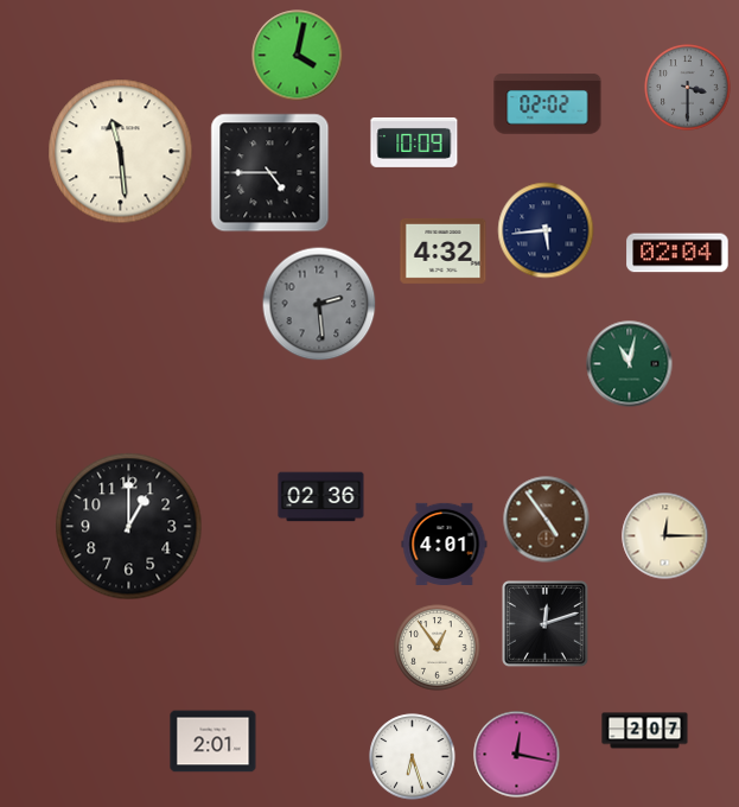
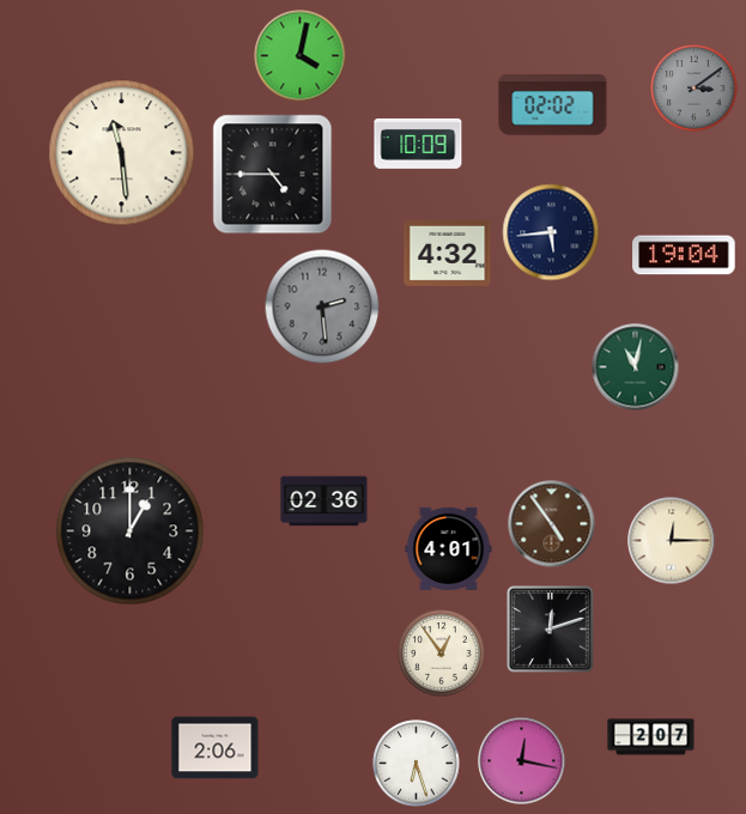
clock at (688, 88): 3:30 -> 3:09
clock at (677, 253): 02:04 -> 19:04
clock at (214, 742): 2:01 -> 2:06
